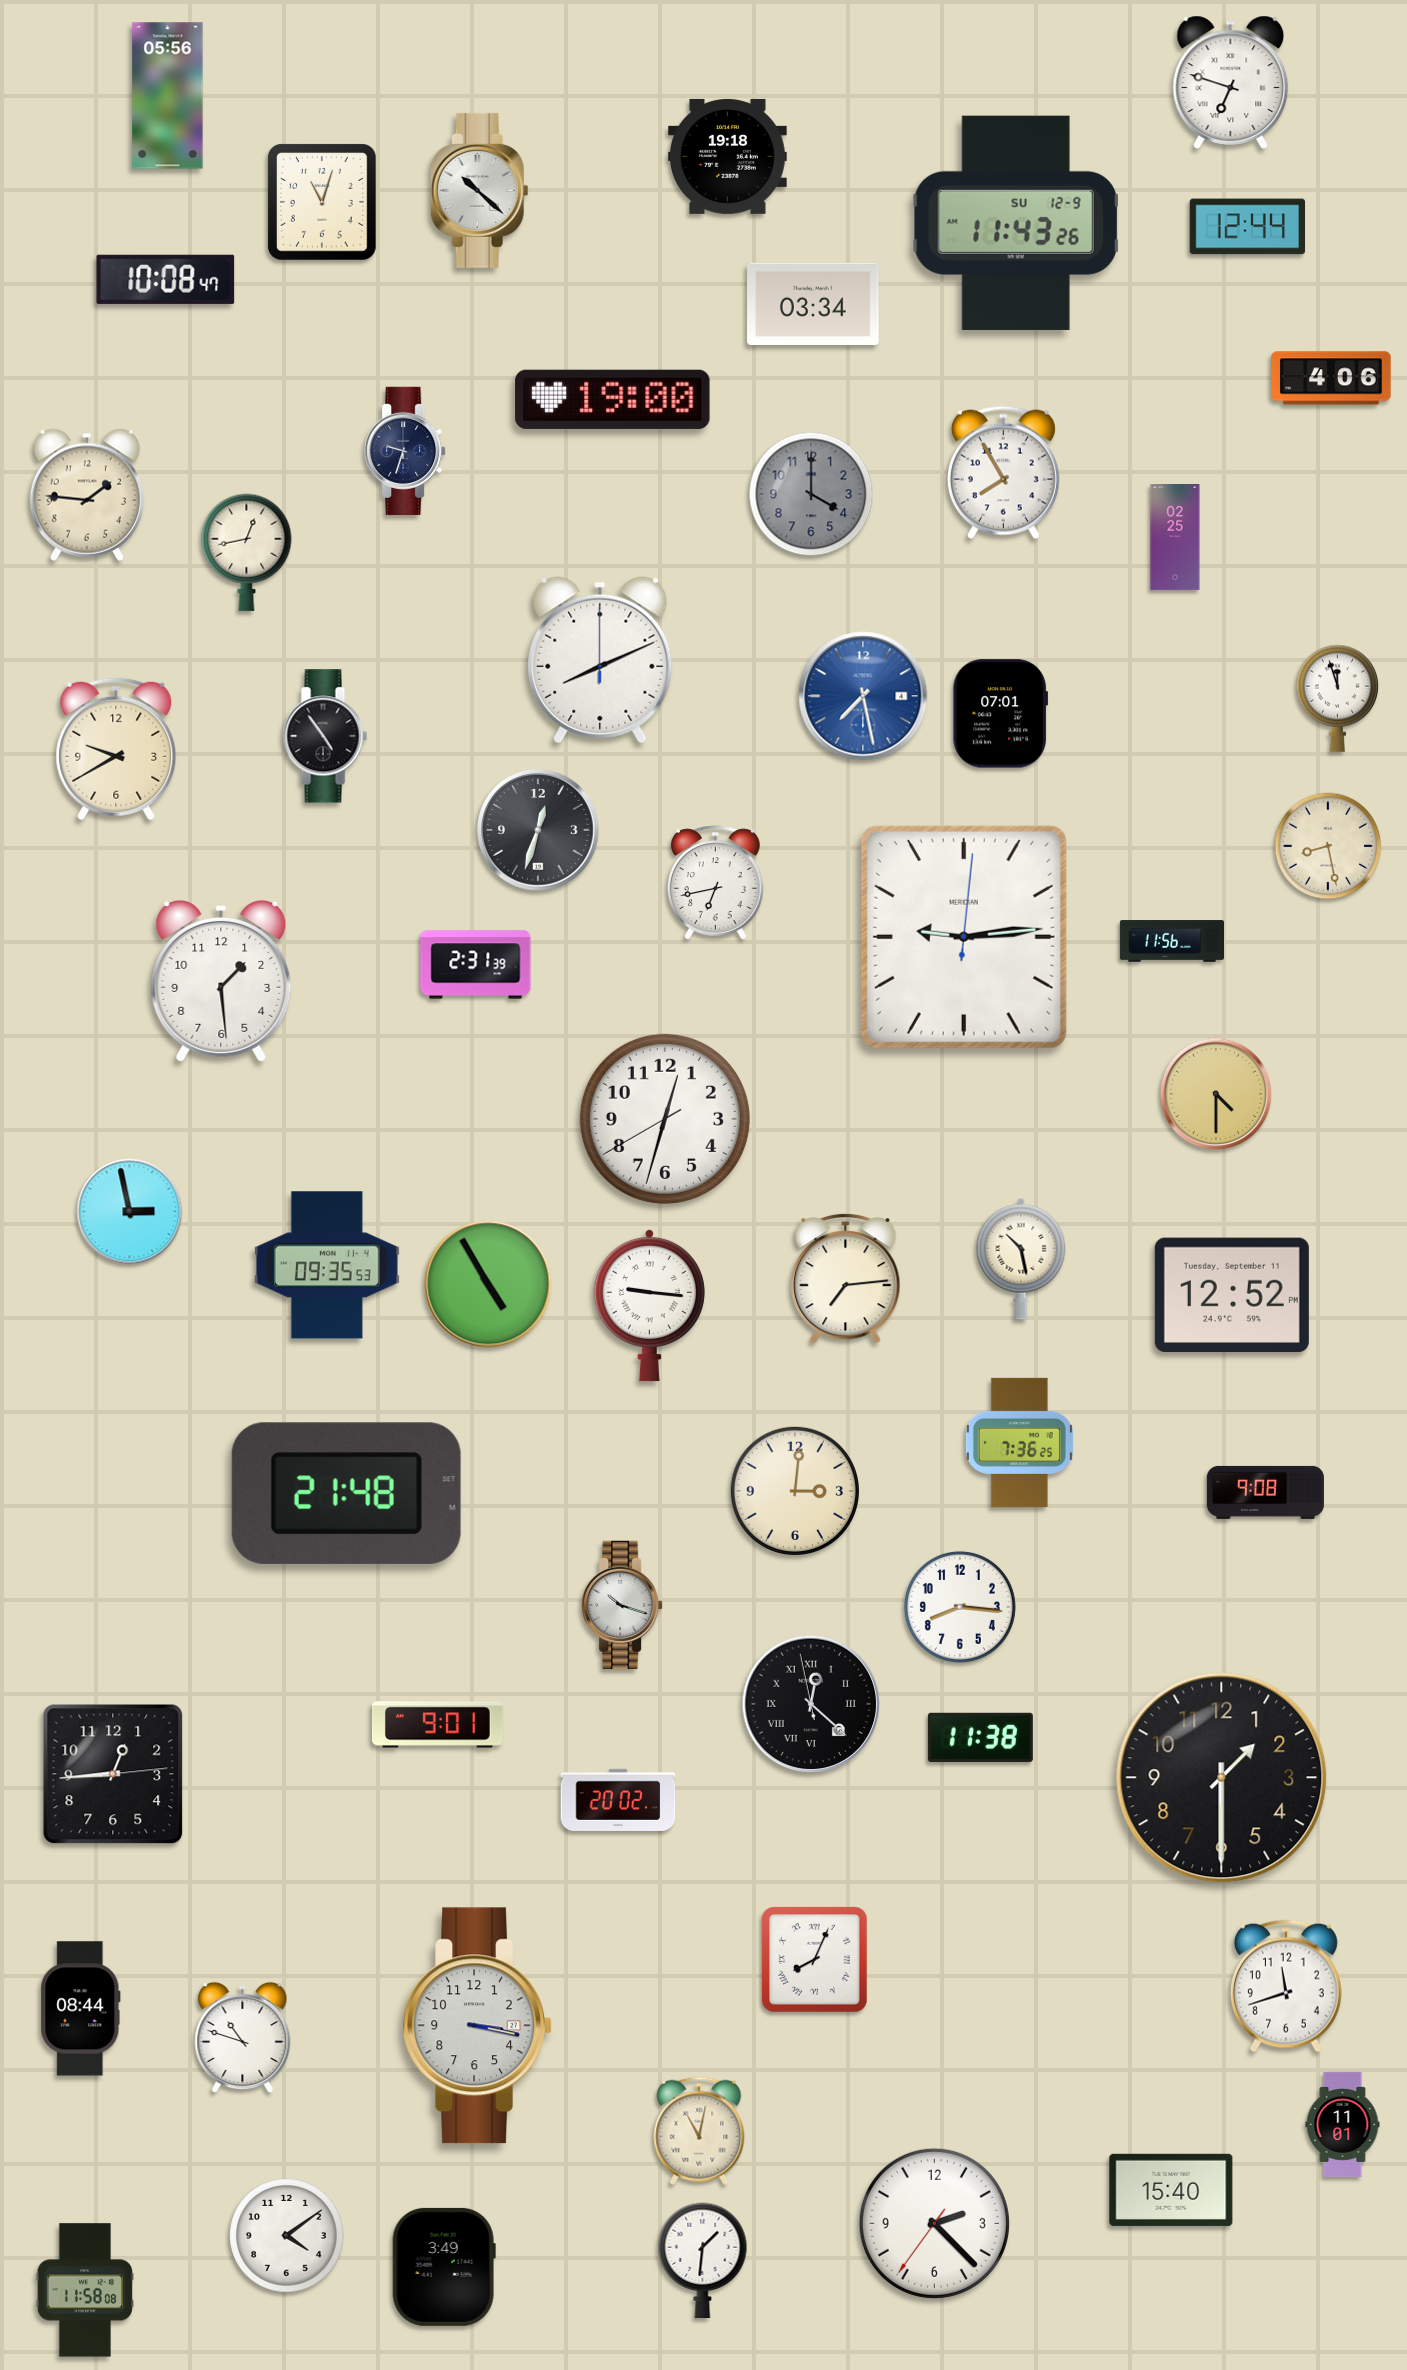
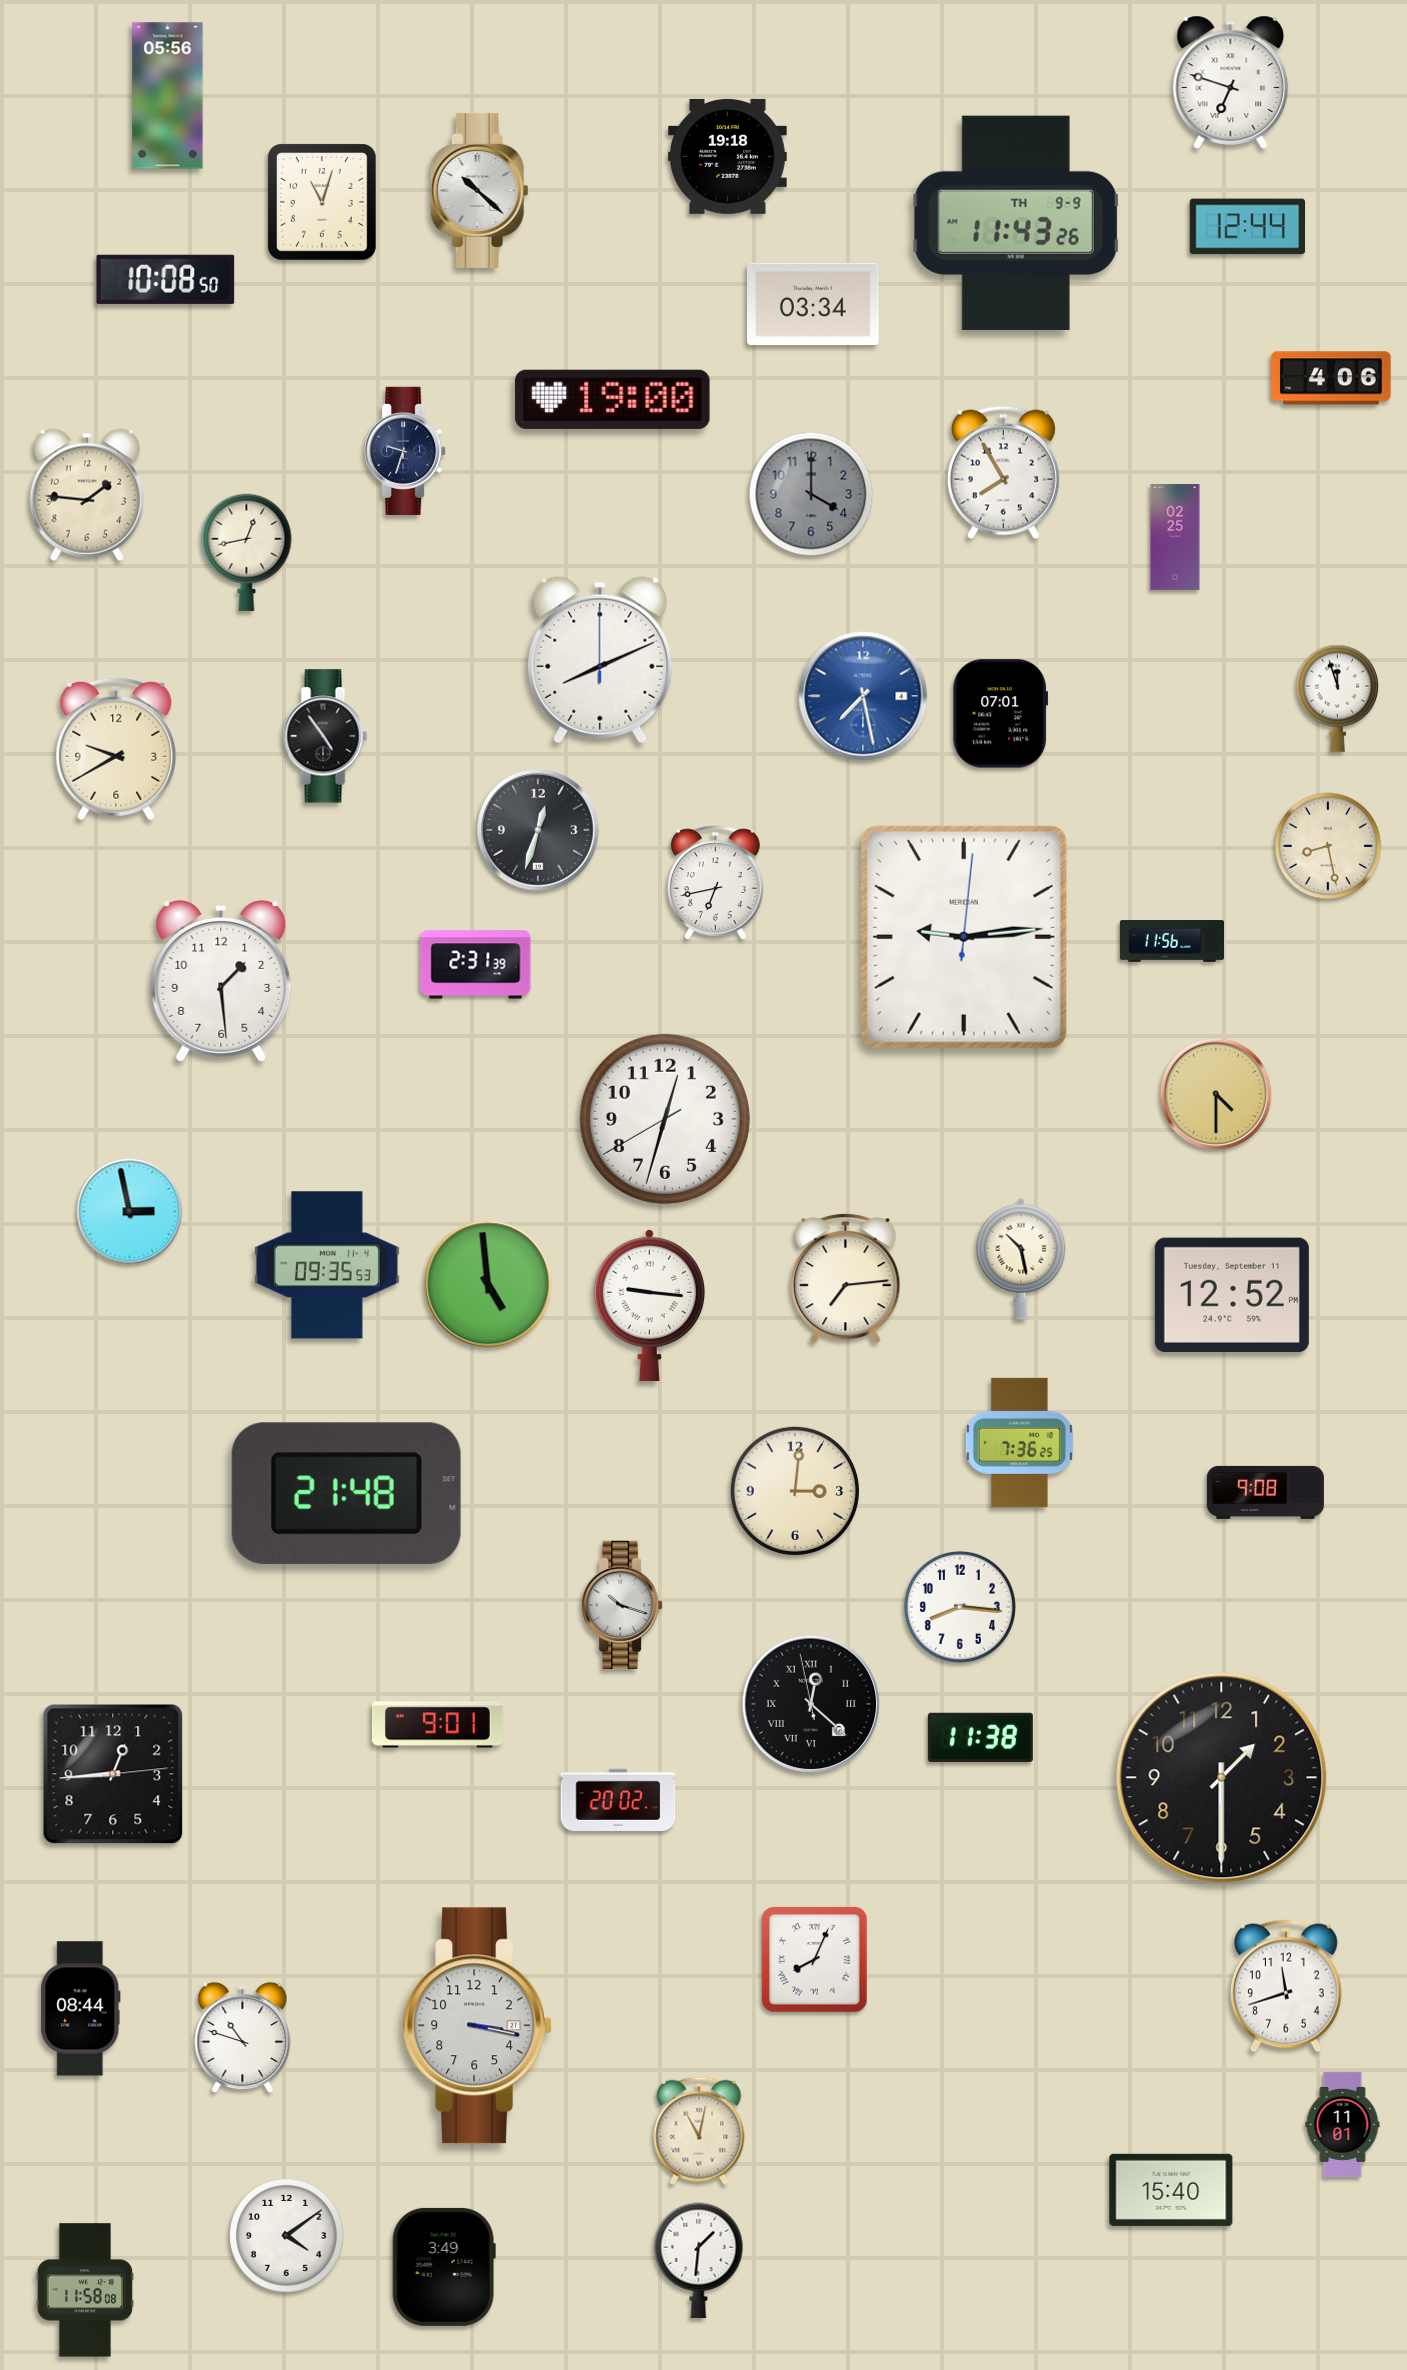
clock at (1016, 223) date: SU 12-9 -> TH 9-9
clock at (166, 279): 10:08:47 -> 10:08:50
clock at (488, 1284): 4:55 -> 4:59
clock at (934, 2223): 2:22 -> none
clock at (703, 2261) position: (703, 2261) -> (699, 2261)
